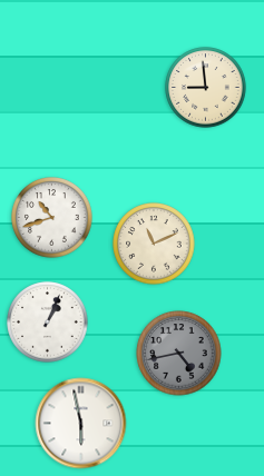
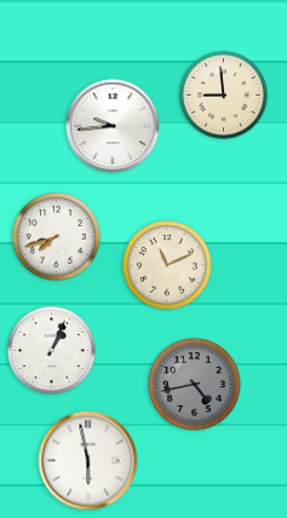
clock at (113, 126): none -> 9:44
clock at (52, 218): 10:42 -> 7:42
